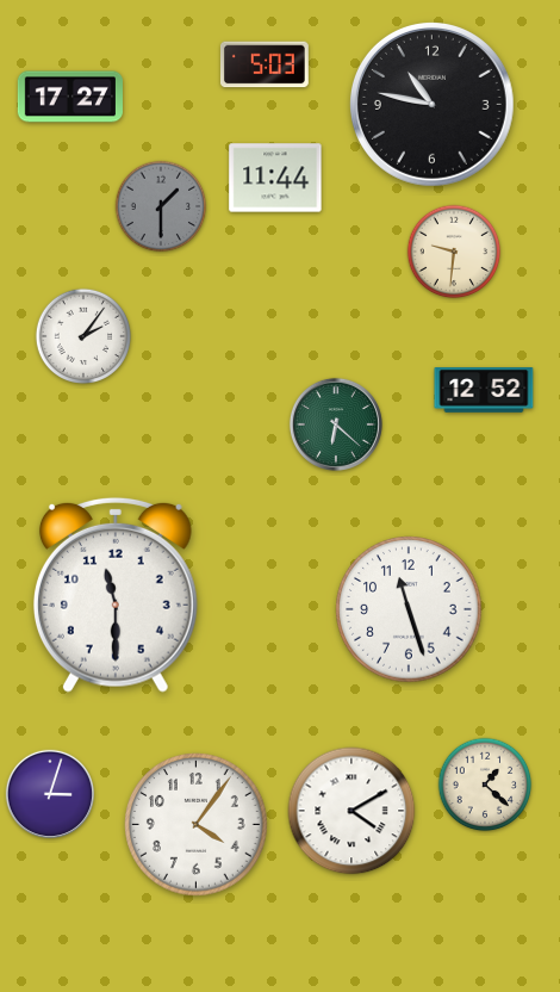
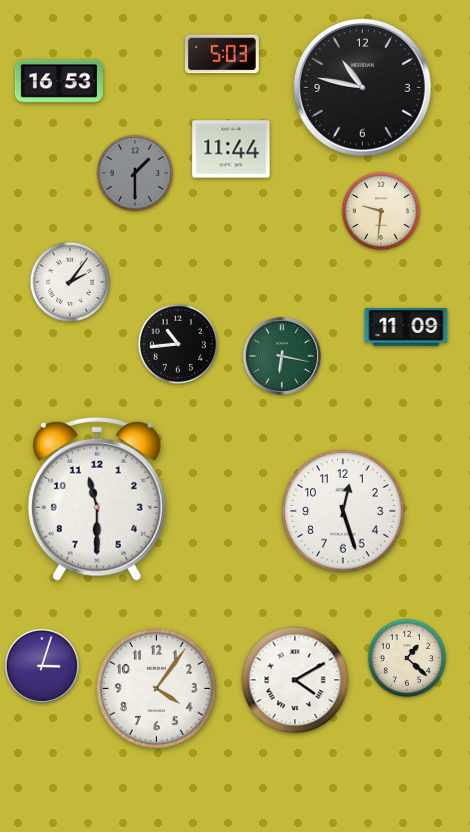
clock at (70, 97): 17:27 -> 16:53
clock at (484, 390): 12:52 -> 11:09
clock at (177, 343): none -> 10:44
clock at (336, 424): 6:22 -> 6:17
clock at (409, 609): 11:27 -> 12:27
clock at (197, 825) position: (197, 825) -> (157, 689)
